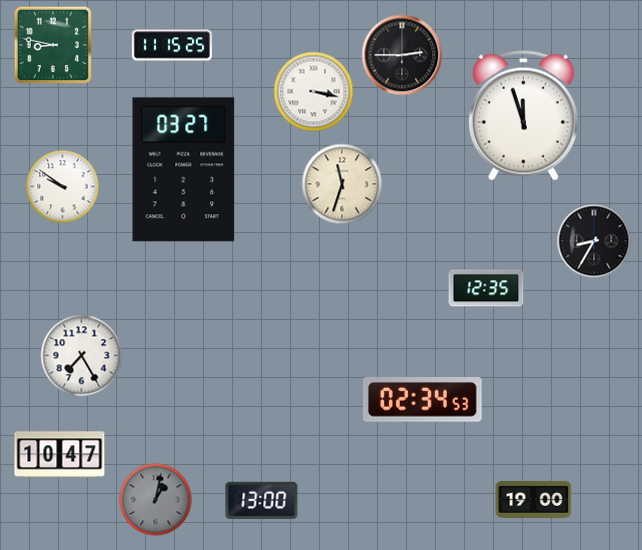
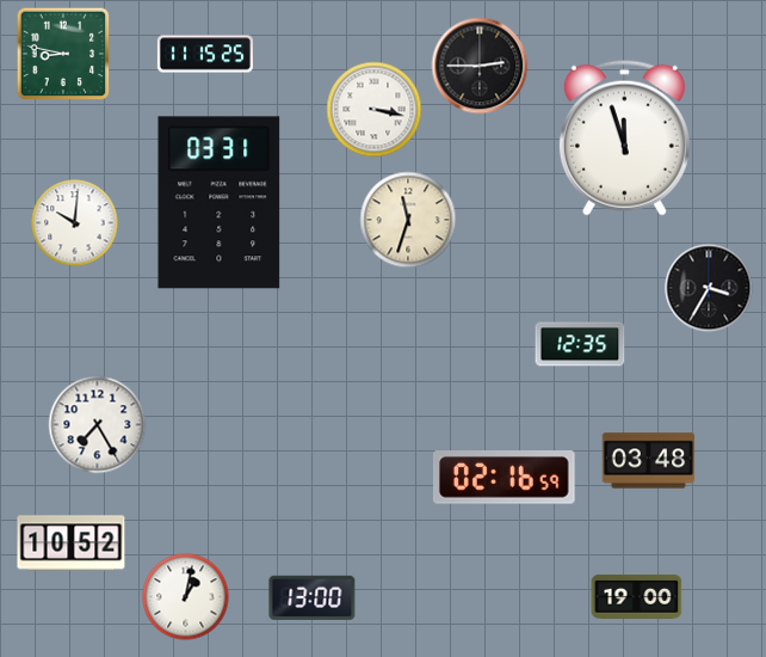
clock at (184, 170): 03:27 -> 03:31
clock at (63, 187): 9:51 -> 10:01
clock at (594, 241): 8:35 -> 3:35
clock at (649, 461): none -> 03:48
clock at (423, 400): 02:34 -> 02:16
clock at (60, 455): 10:47 -> 10:52
clock at (156, 500) dial: grey -> white
